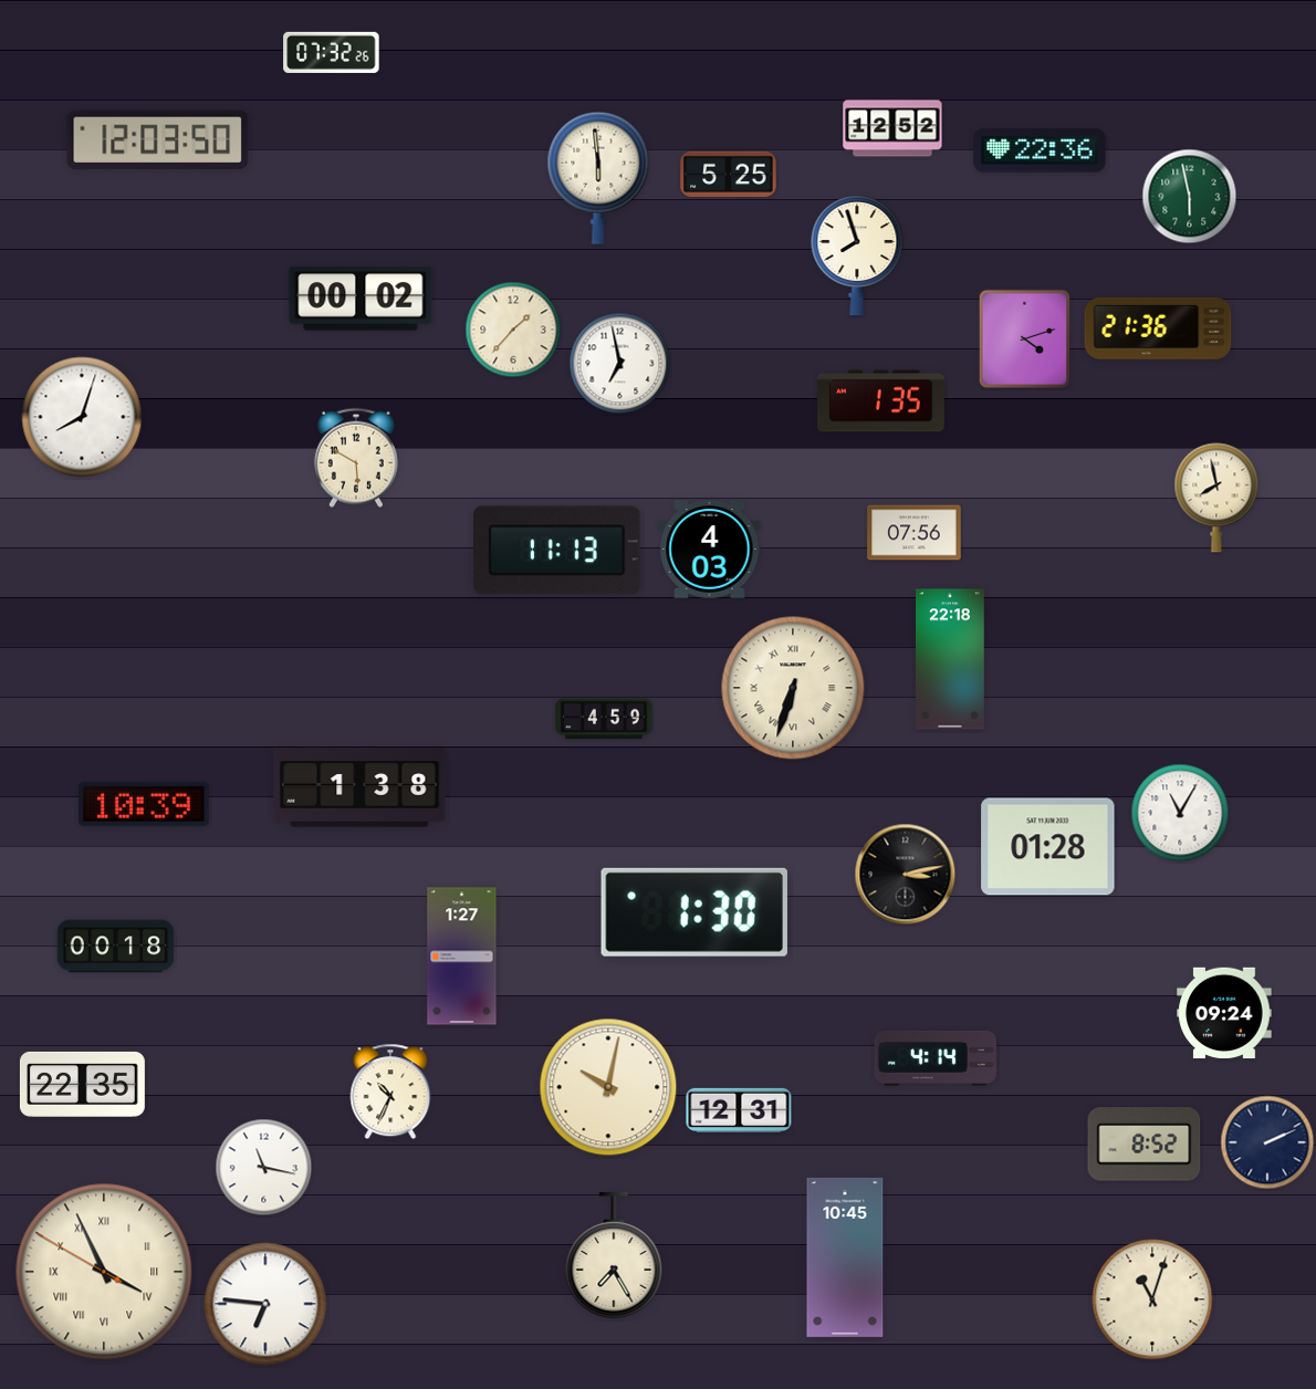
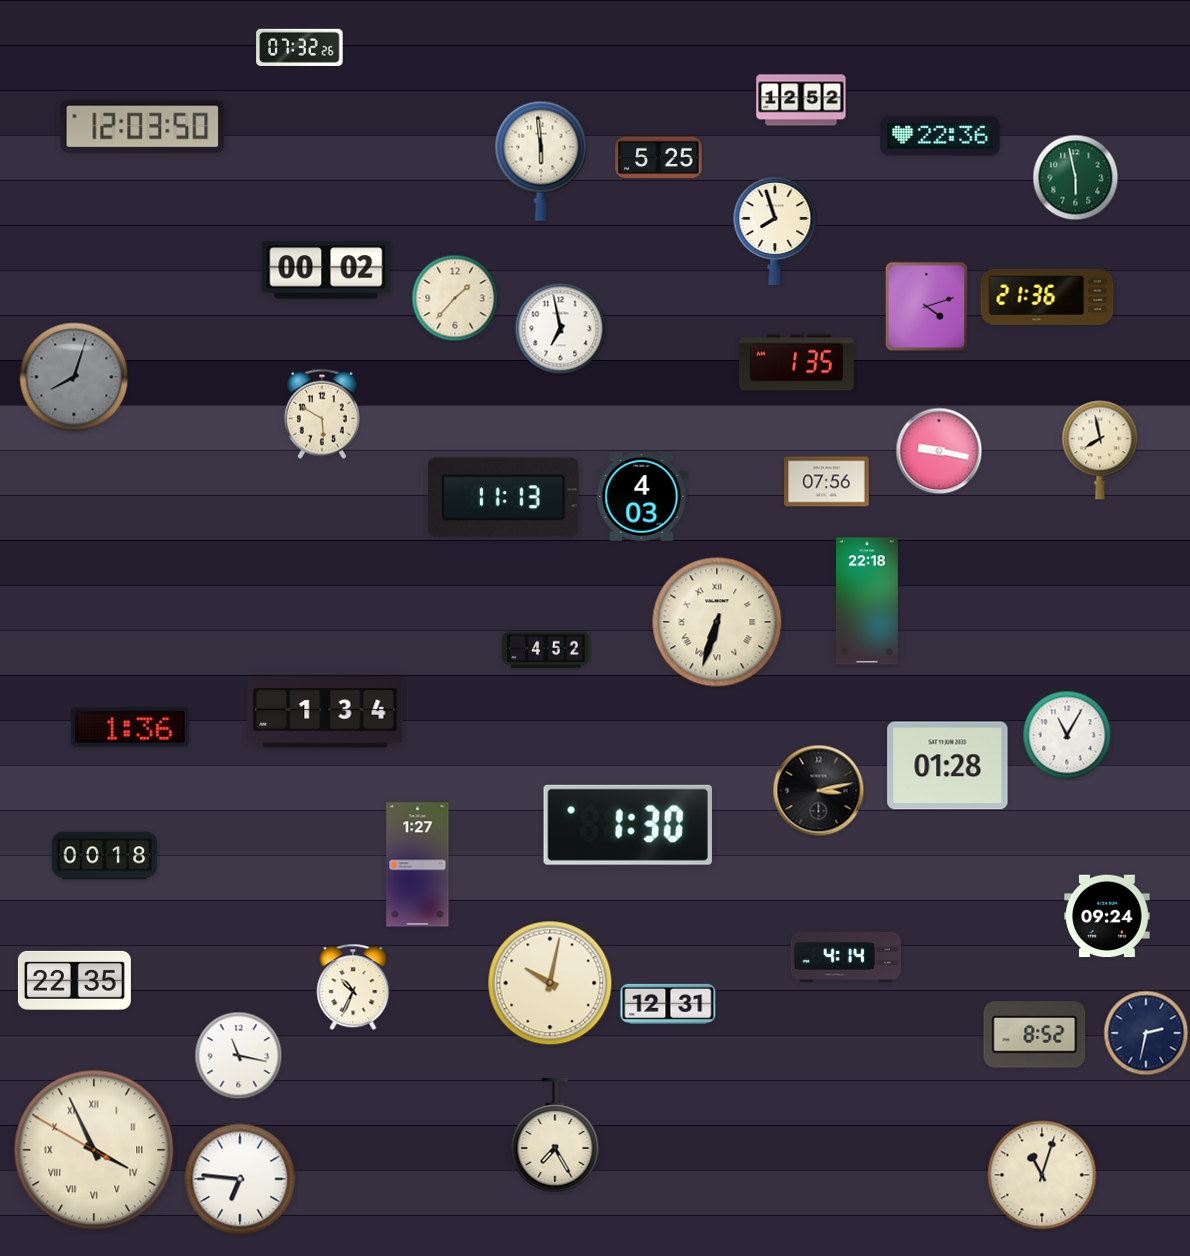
clock at (892, 128) position: (892, 128) -> (801, 100)
clock at (513, 330) position: (513, 330) -> (455, 298)
clock at (82, 417) dial: white -> grey
clock at (939, 451): none -> 9:17
clock at (950, 659) position: (950, 659) -> (867, 601)
clock at (604, 719): 4:59 -> 4:52
clock at (359, 787): 1:38 -> 1:34
clock at (144, 804): 10:39 -> 1:36
clock at (1267, 1142): 2:11 -> 2:32
clock at (845, 1257): 10:45 -> none
